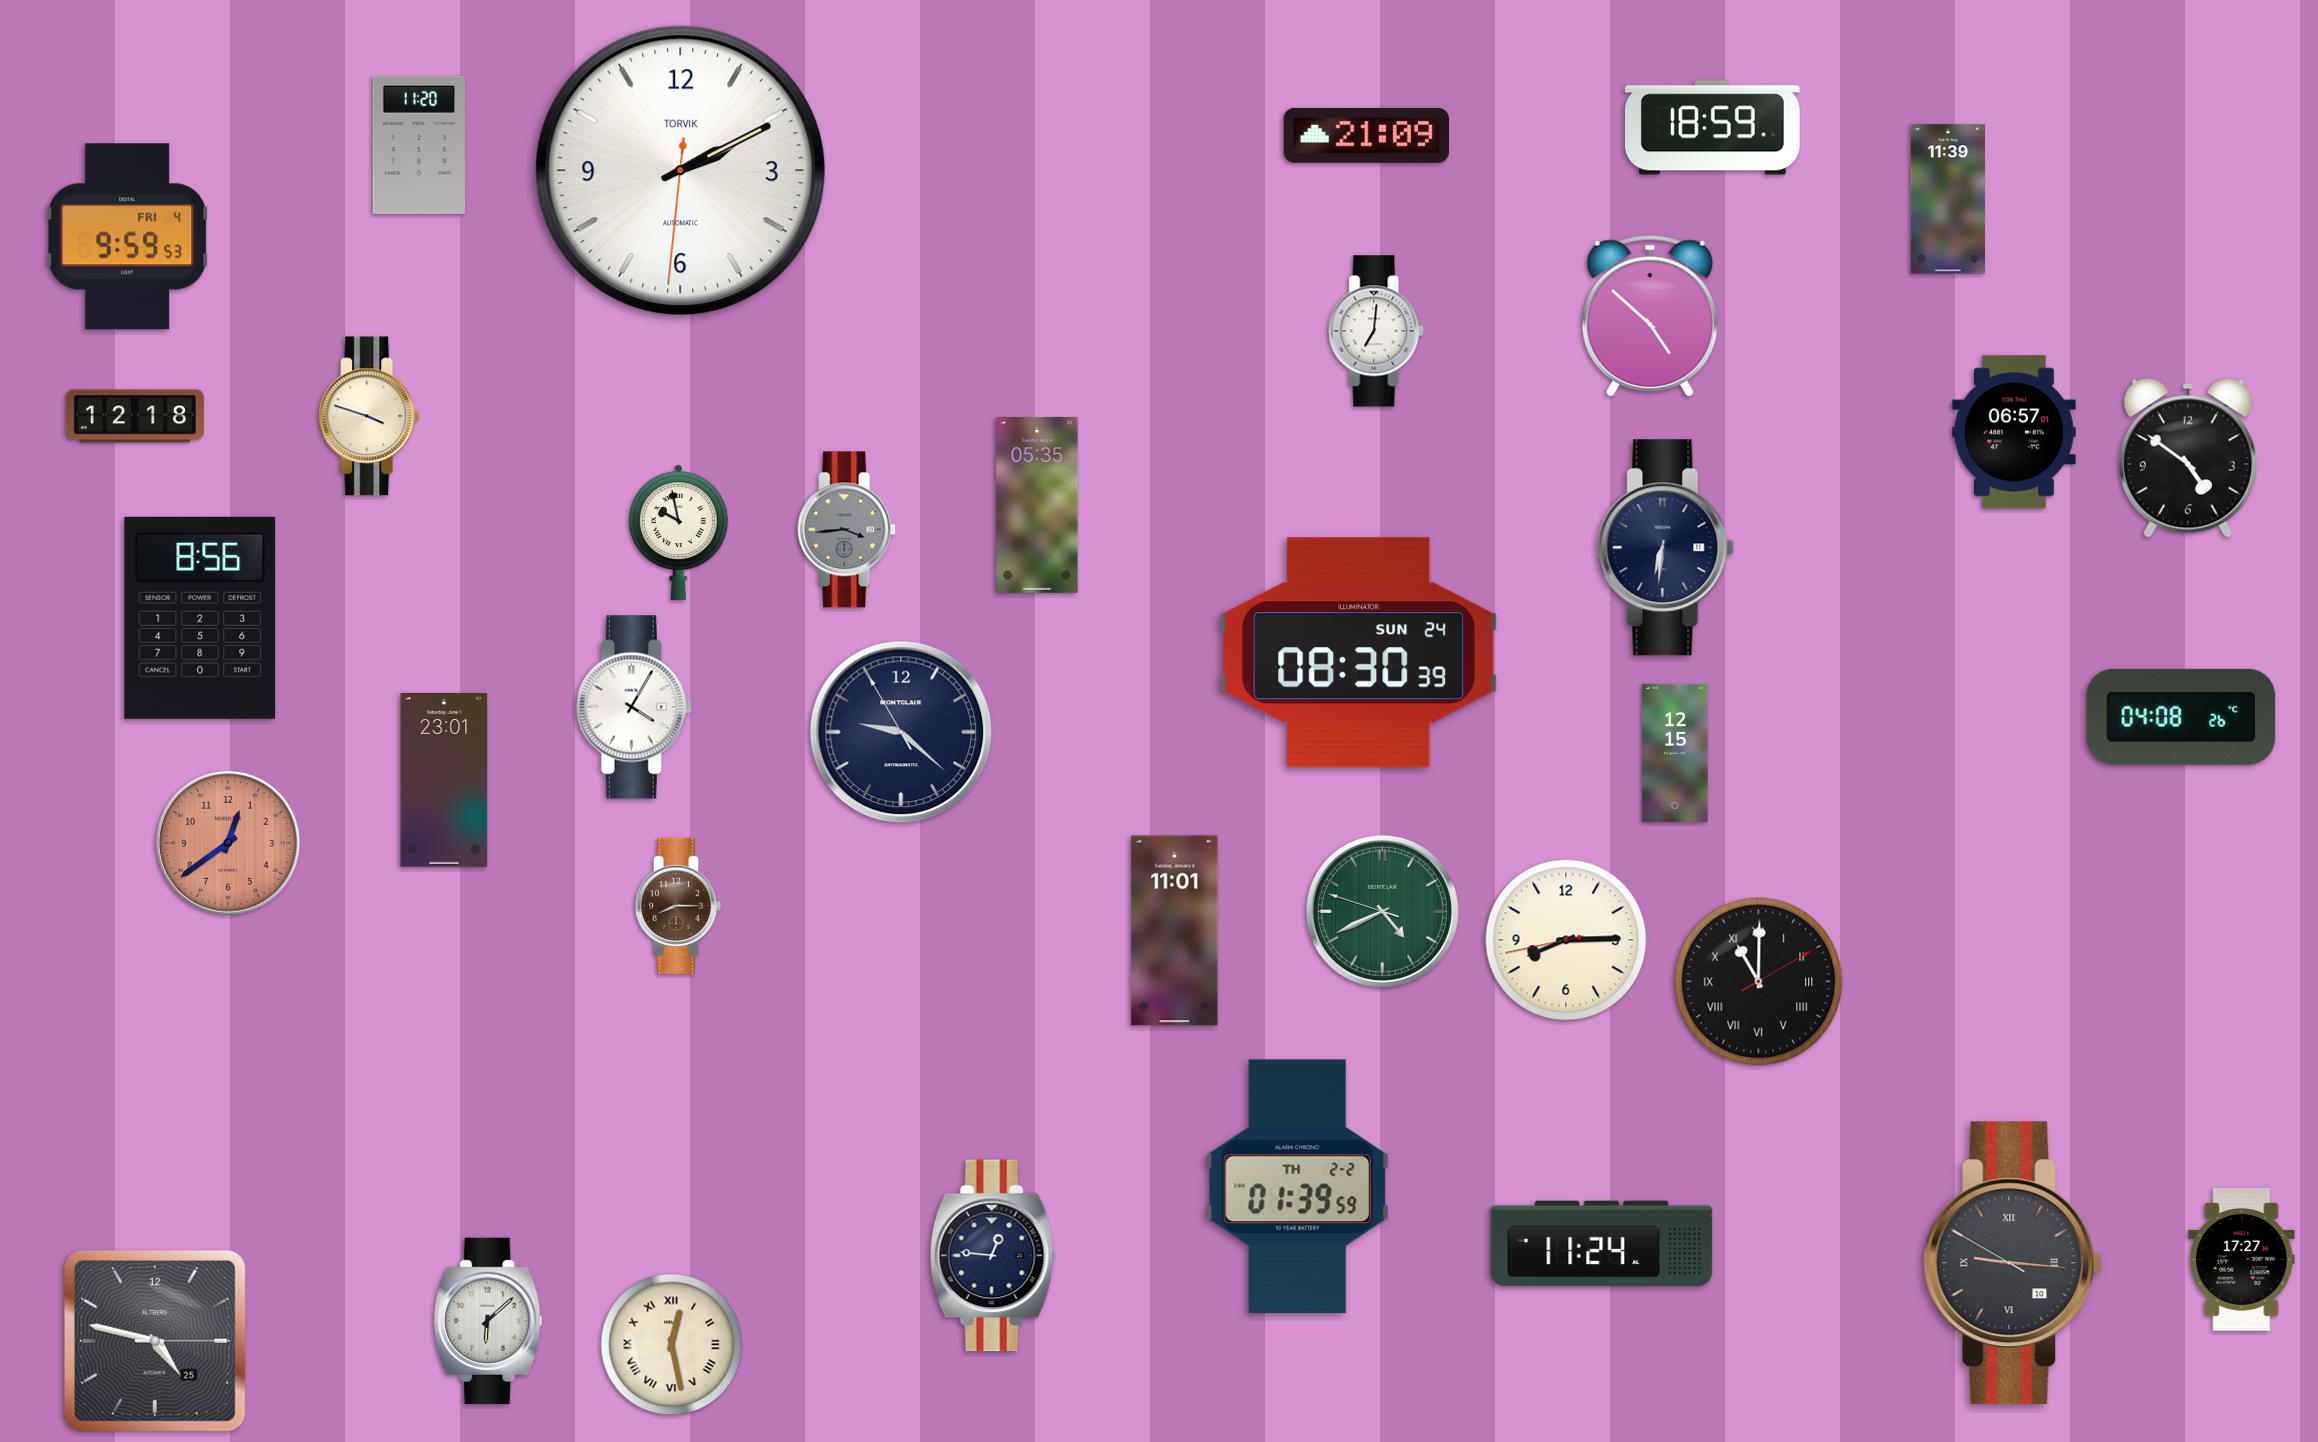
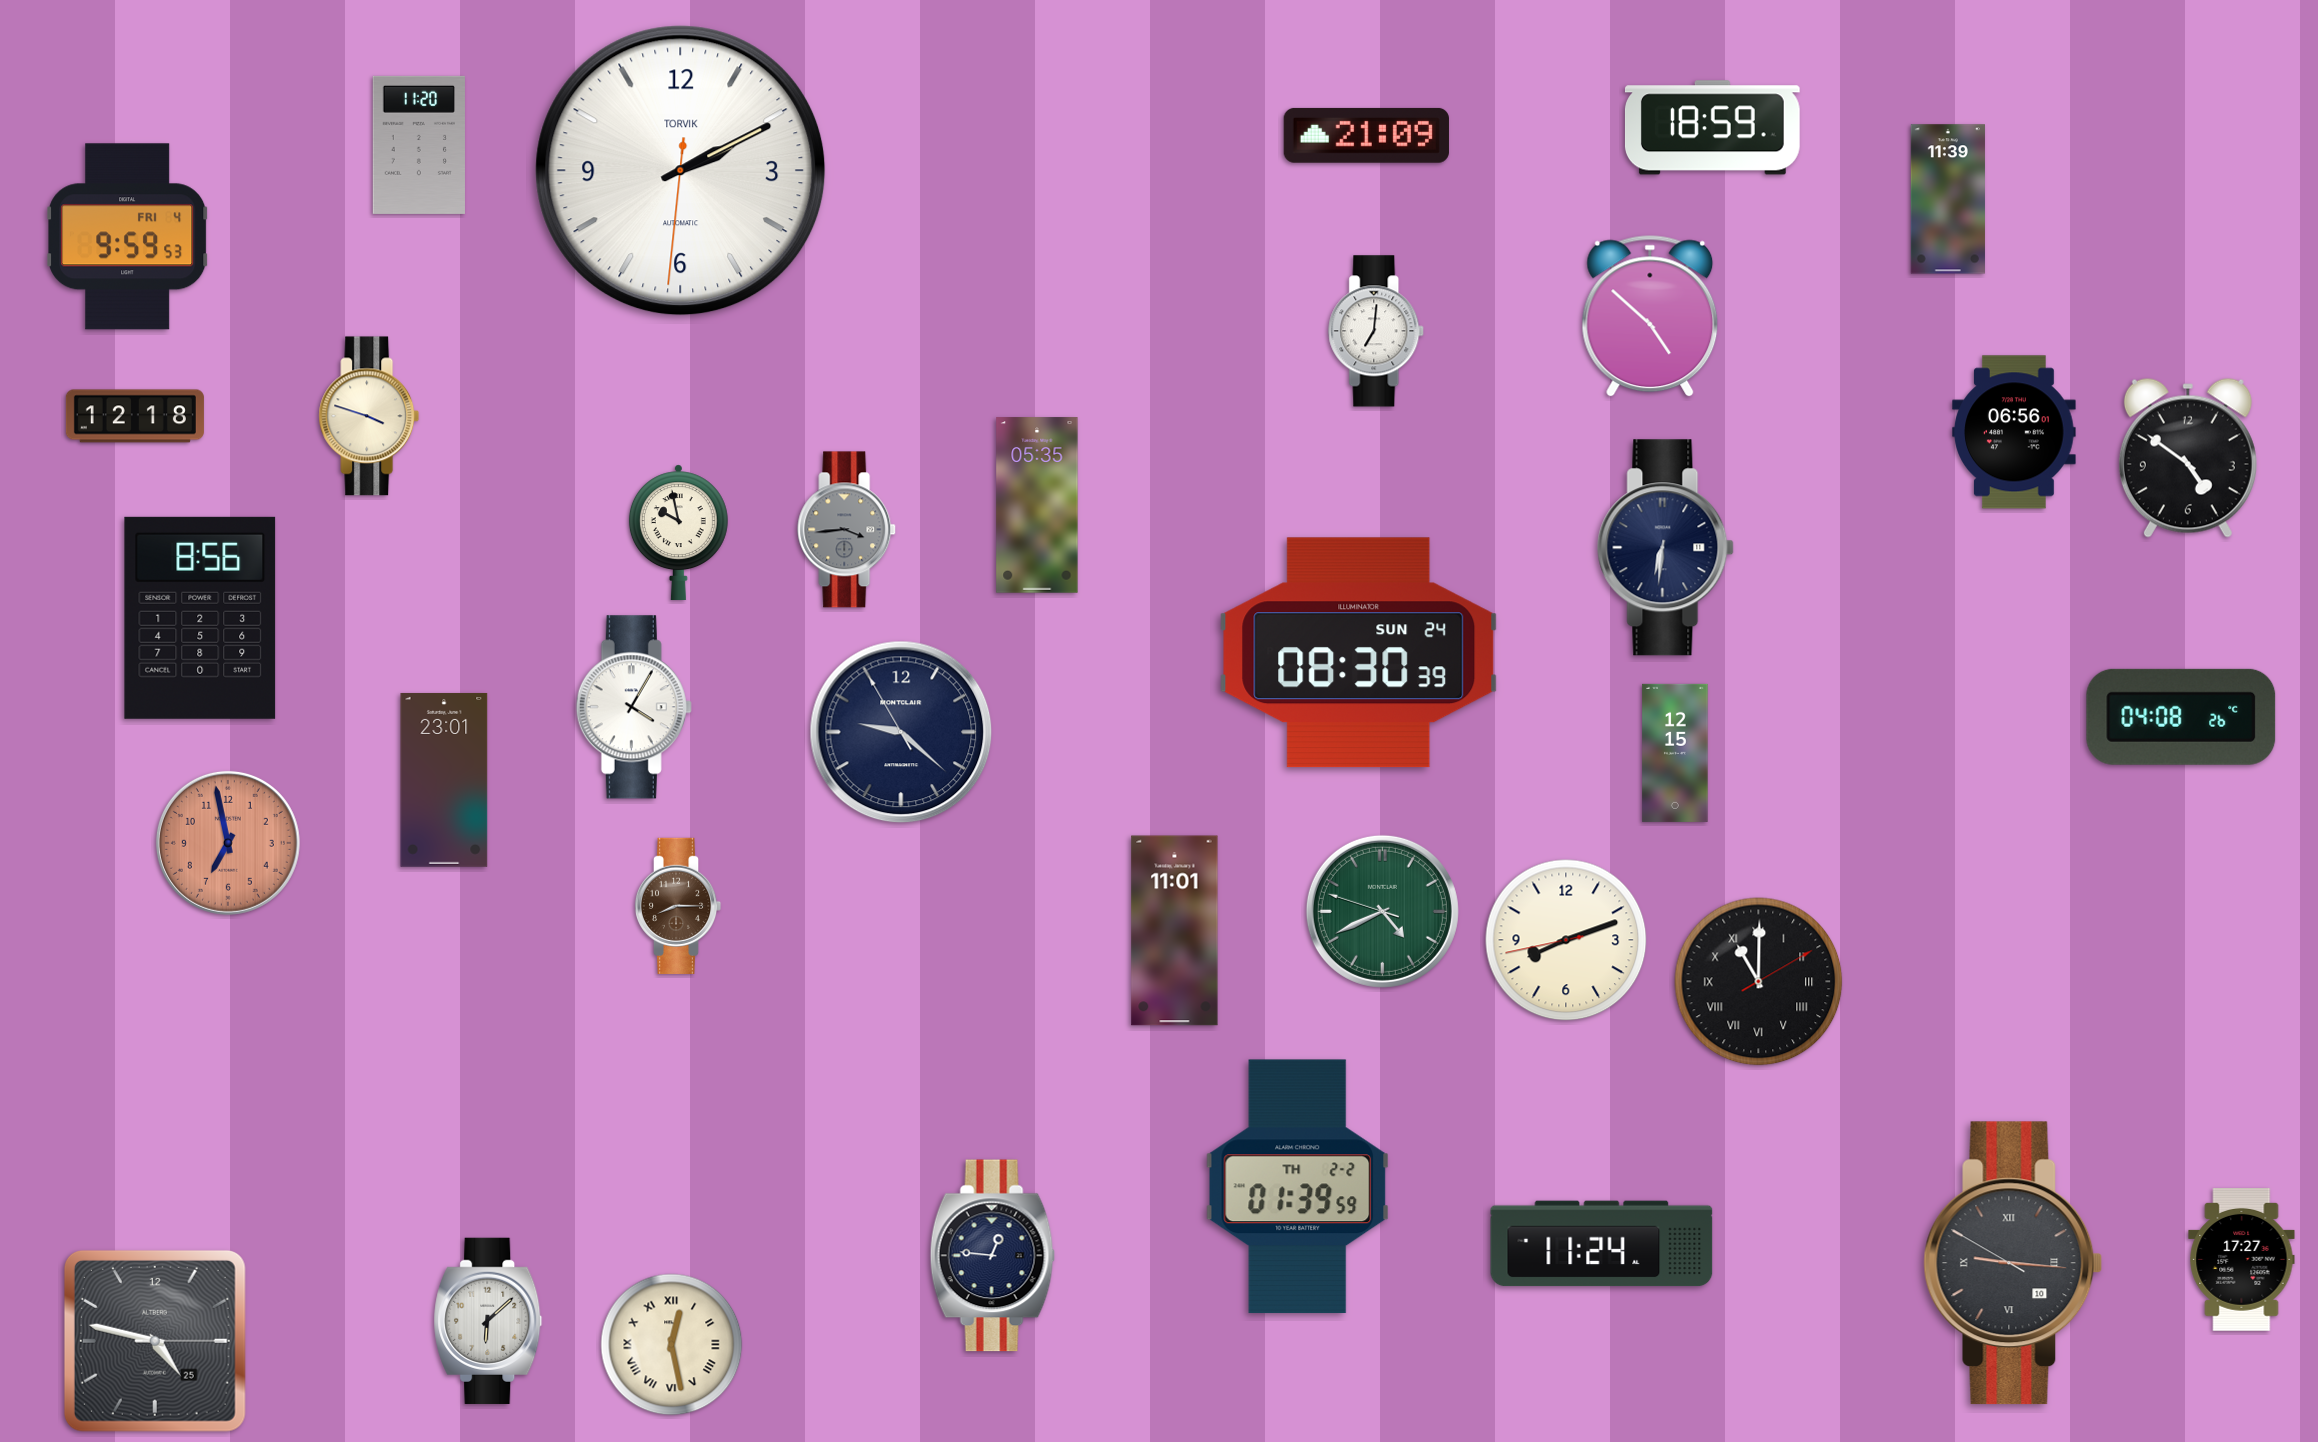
clock at (2014, 432): 06:57 -> 06:56
clock at (228, 843): 12:39 -> 6:58
clock at (1566, 940): 8:14 -> 8:11
